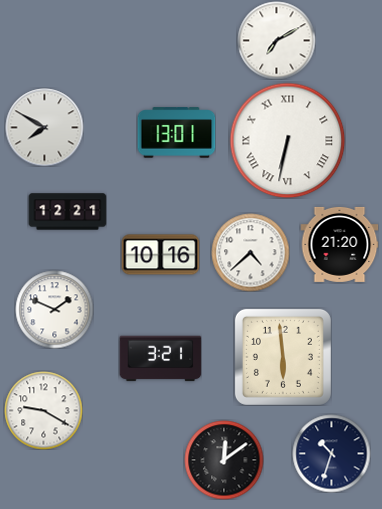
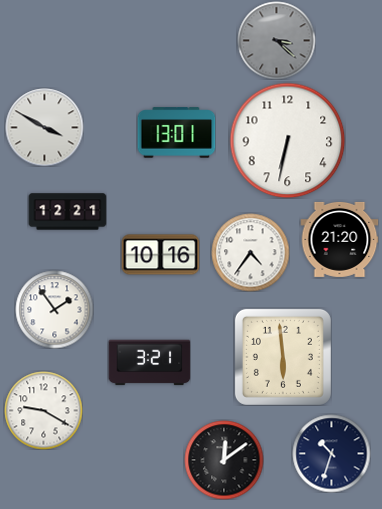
clock at (276, 40): 7:10 -> 3:22
clock at (276, 40) dial: white -> grey
clock at (44, 127): 7:50 -> 3:50
clock at (287, 140) numerals: Roman -> Arabic
clock at (339, 244) position: (339, 244) -> (339, 239)
clock at (250, 252): 4:38 -> 4:36
clock at (54, 309): 1:49 -> 1:54
clock at (160, 359) position: (160, 359) -> (149, 363)
